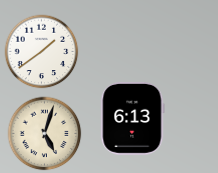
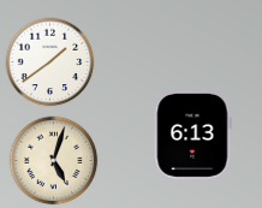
clock at (133, 118) position: (133, 118) -> (193, 135)
